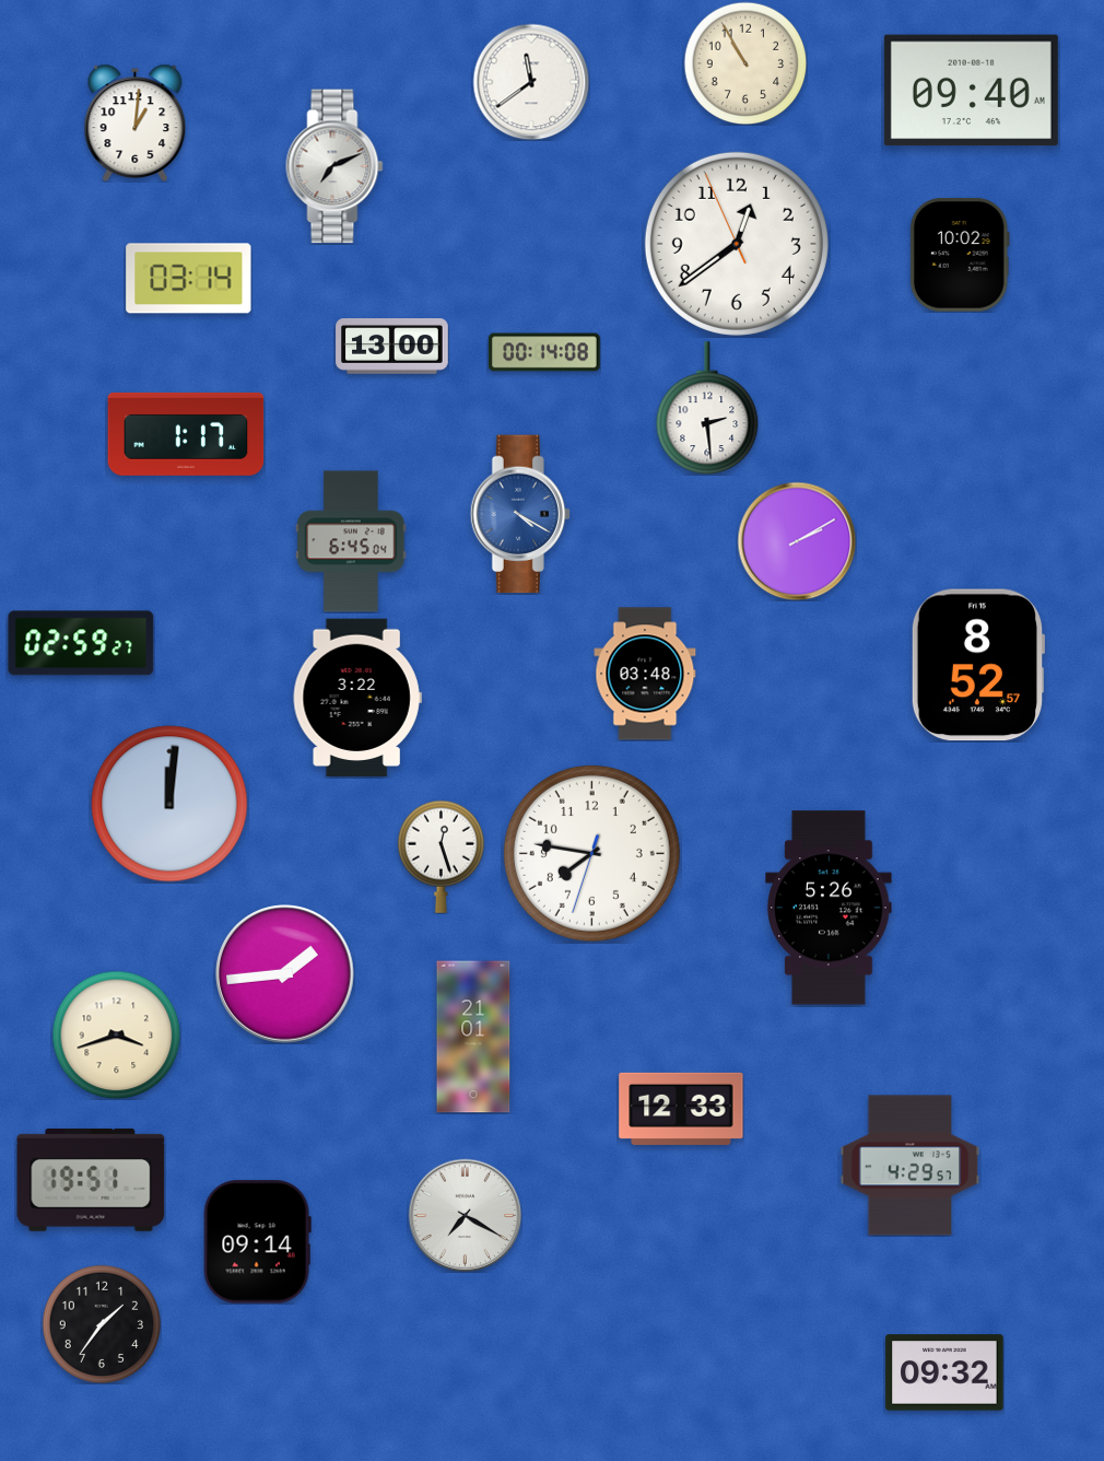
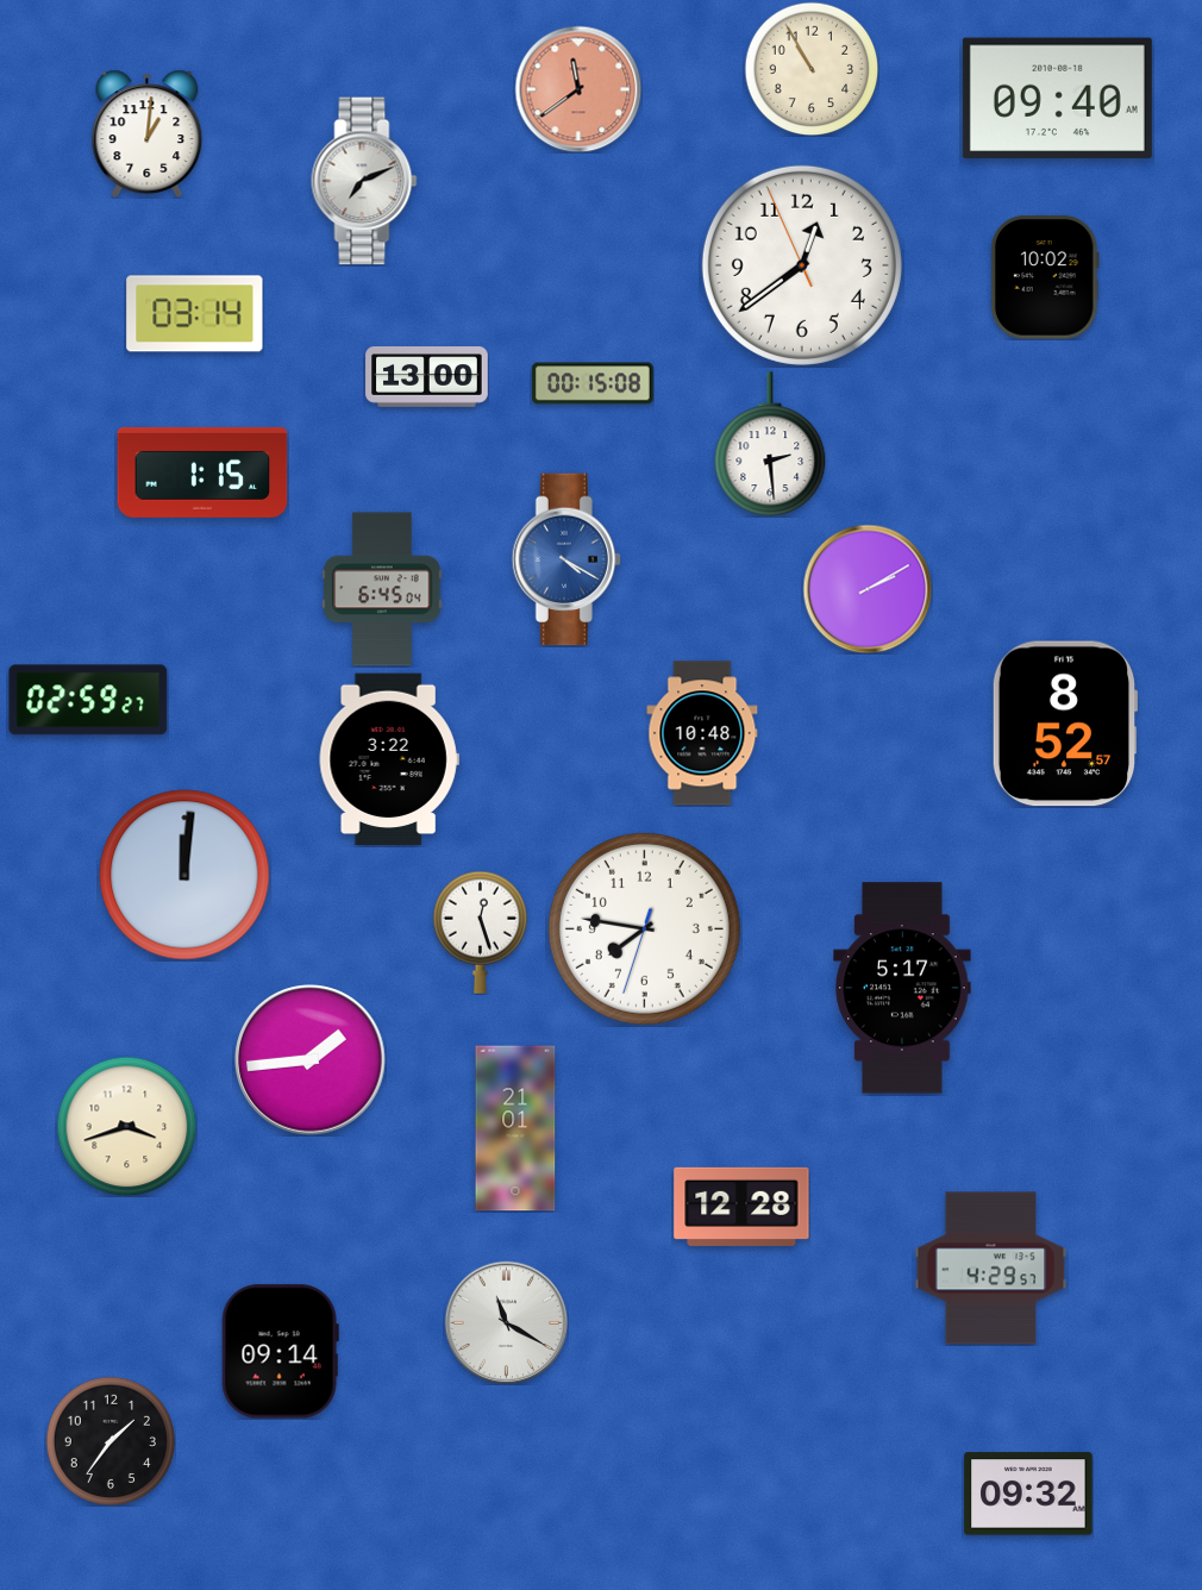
clock at (531, 82) dial: white -> salmon
clock at (189, 279) position: (189, 279) -> (195, 314)
clock at (545, 352): 00:14 -> 00:15
clock at (186, 434): 1:17 -> 1:15
clock at (645, 674): 03:48 -> 10:48
clock at (829, 908): 5:26 -> 5:17
clock at (681, 1109): 12:33 -> 12:28
clock at (91, 1181): 19:51 -> none
clock at (465, 1215): 7:20 -> 11:20
